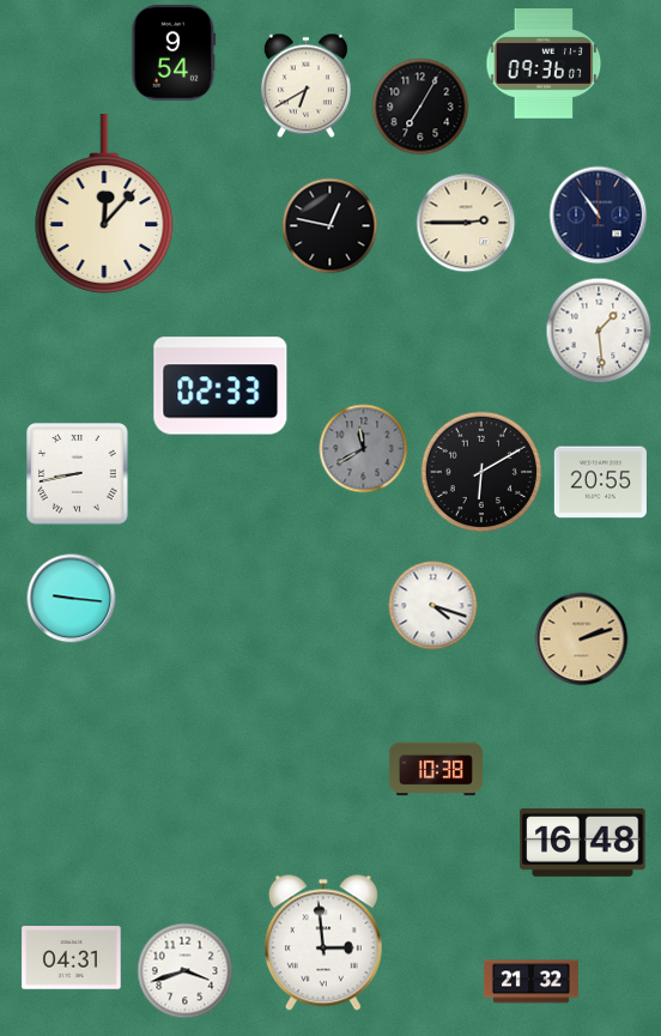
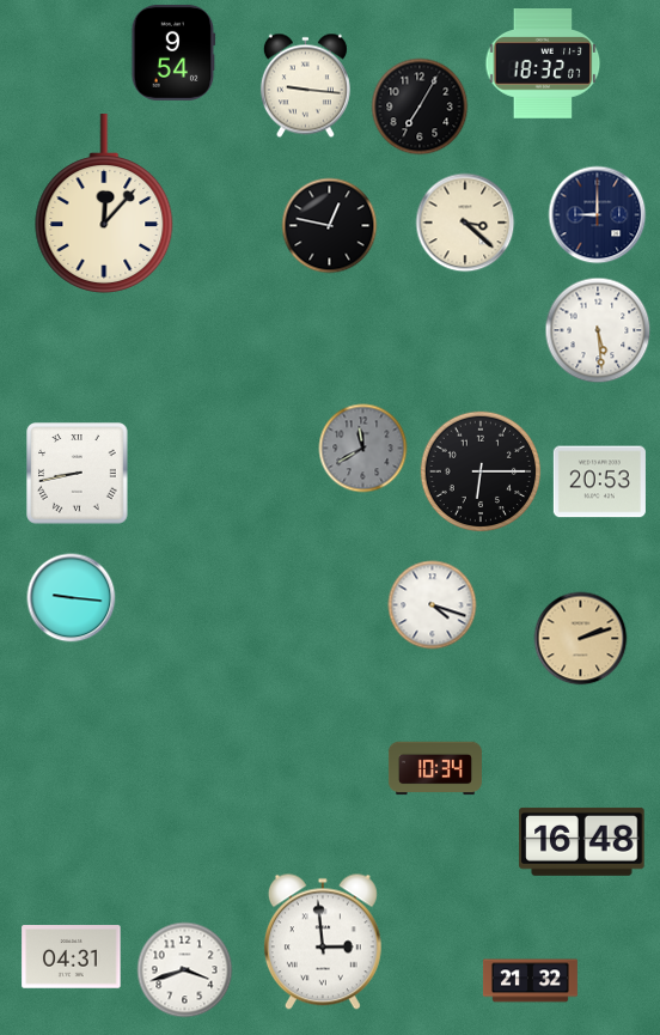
clock at (544, 63): 09:36 -> 18:32
clock at (305, 86): 6:40 -> 9:16
clock at (599, 216): 10:54 -> 9:00
clock at (466, 223): 2:45 -> 3:22
clock at (599, 331): 1:29 -> 5:29
clock at (220, 386): 02:33 -> none
clock at (481, 472): 6:10 -> 6:15
clock at (600, 483): 20:55 -> 20:53
clock at (436, 769): 10:38 -> 10:34
